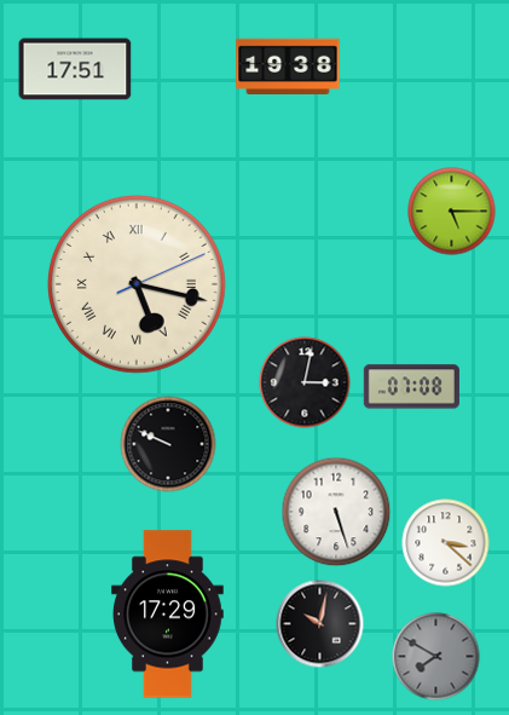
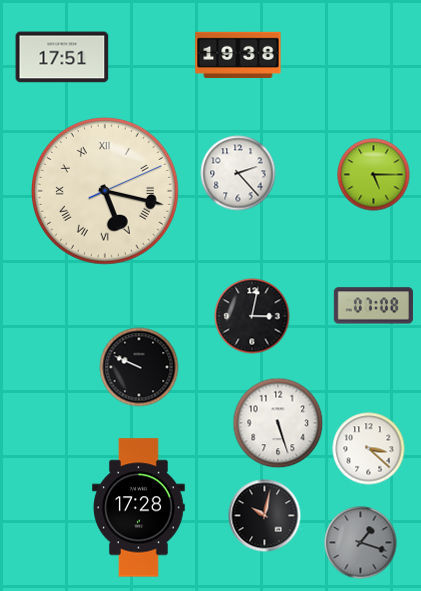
clock at (238, 173): none -> 2:23
clock at (138, 286) position: (138, 286) -> (106, 192)
clock at (411, 387) position: (411, 387) -> (373, 306)
clock at (168, 615): 17:29 -> 17:28
clock at (436, 657): 7:50 -> 1:18
